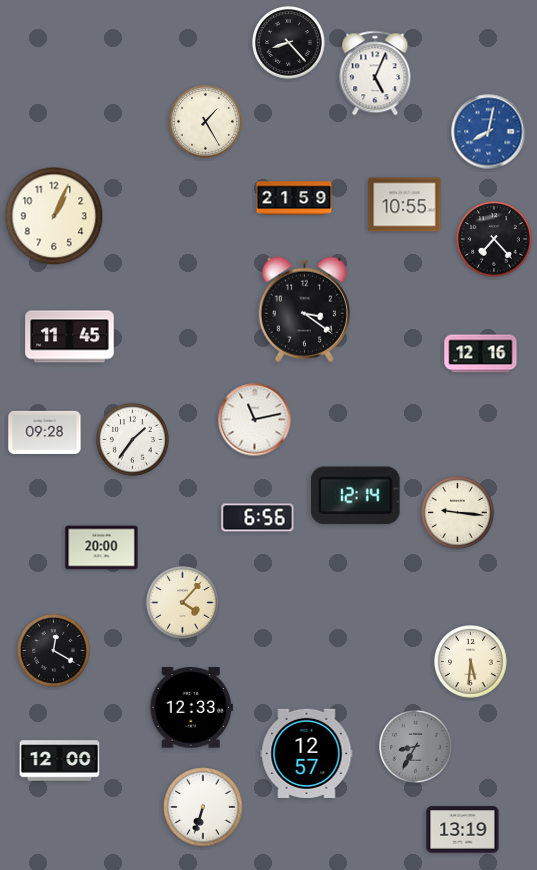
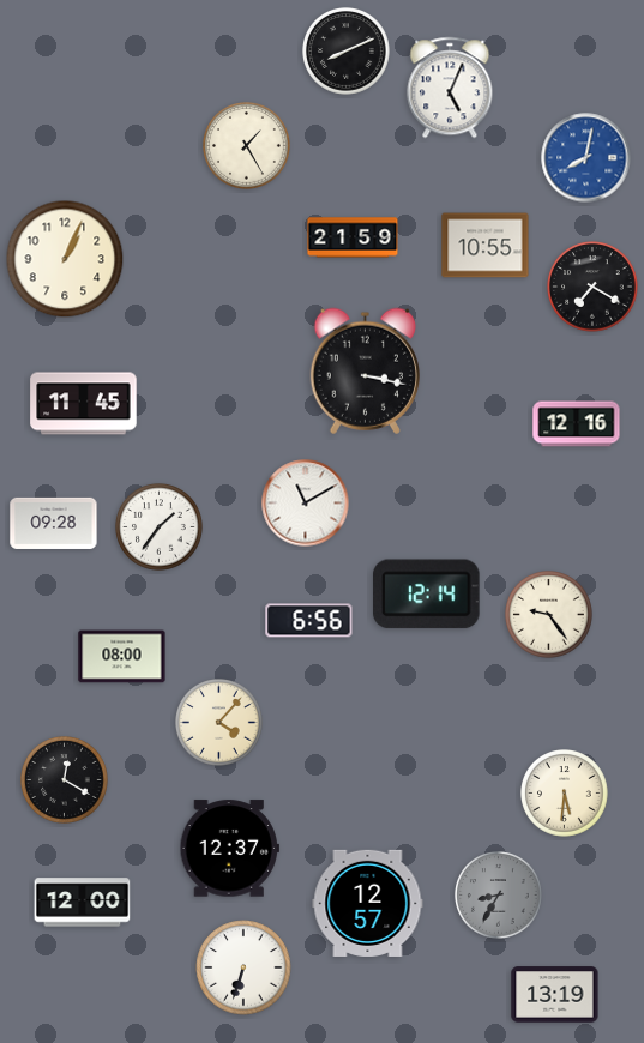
clock at (289, 43): 8:23 -> 8:11
clock at (494, 239): 7:23 -> 7:20
clock at (304, 309): 3:21 -> 3:17
clock at (255, 420): 11:13 -> 11:10
clock at (45, 432) position: (45, 432) -> (54, 523)
clock at (458, 513): 9:16 -> 9:24
clock at (102, 548): 20:00 -> 08:00
clock at (191, 708): 12:33 -> 12:37
clock at (60, 761) position: (60, 761) -> (83, 903)
